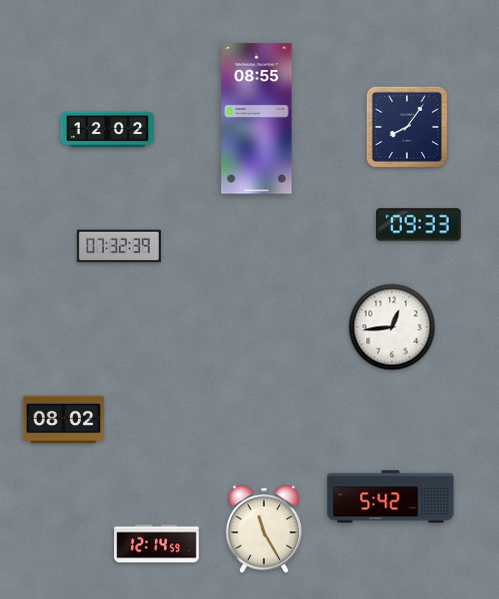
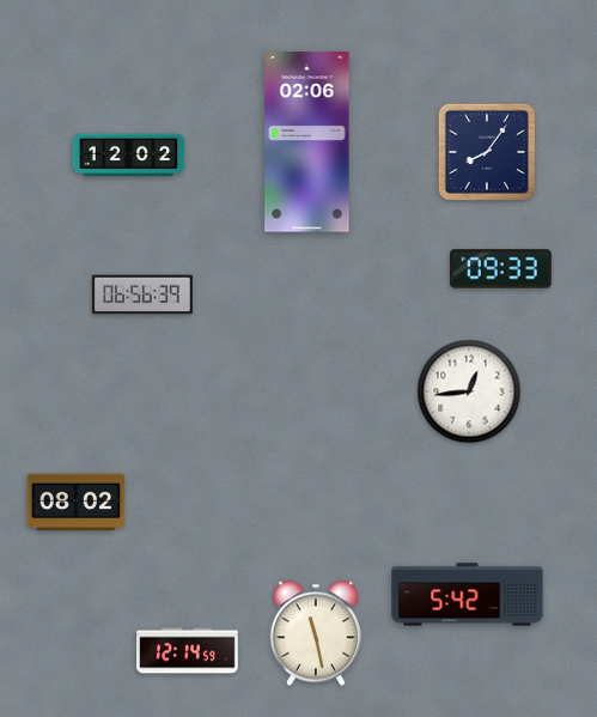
clock at (257, 119): 08:55 -> 02:06
clock at (119, 246): 07:32 -> 06:56
clock at (264, 529): 11:25 -> 11:28
